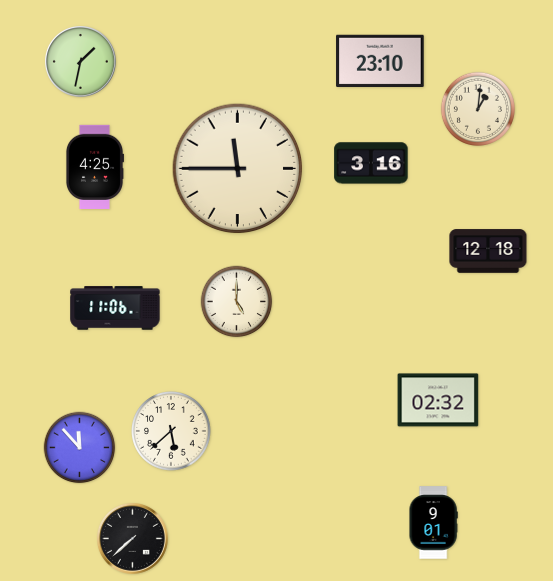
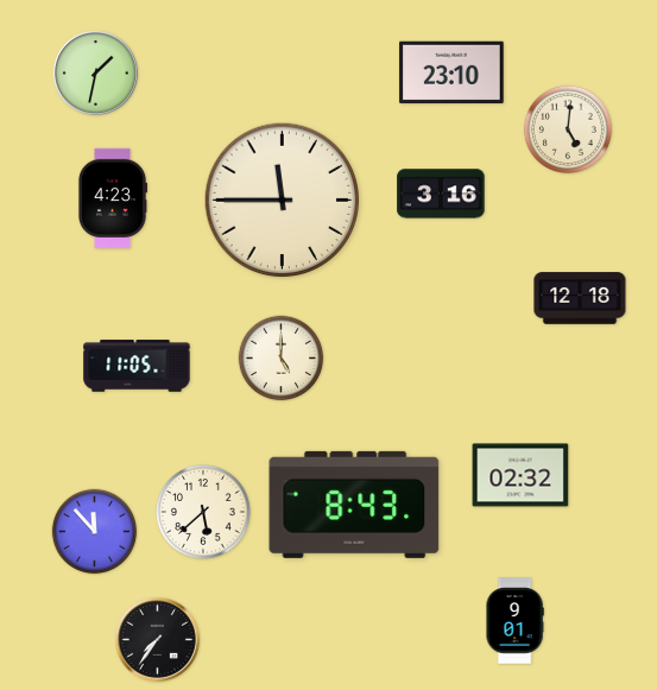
clock at (478, 109): 1:01 -> 5:01
clock at (94, 166): 4:25 -> 4:23
clock at (115, 308): 11:06 -> 11:05
clock at (354, 505): none -> 8:43
clock at (133, 539): 7:38 -> 7:36
